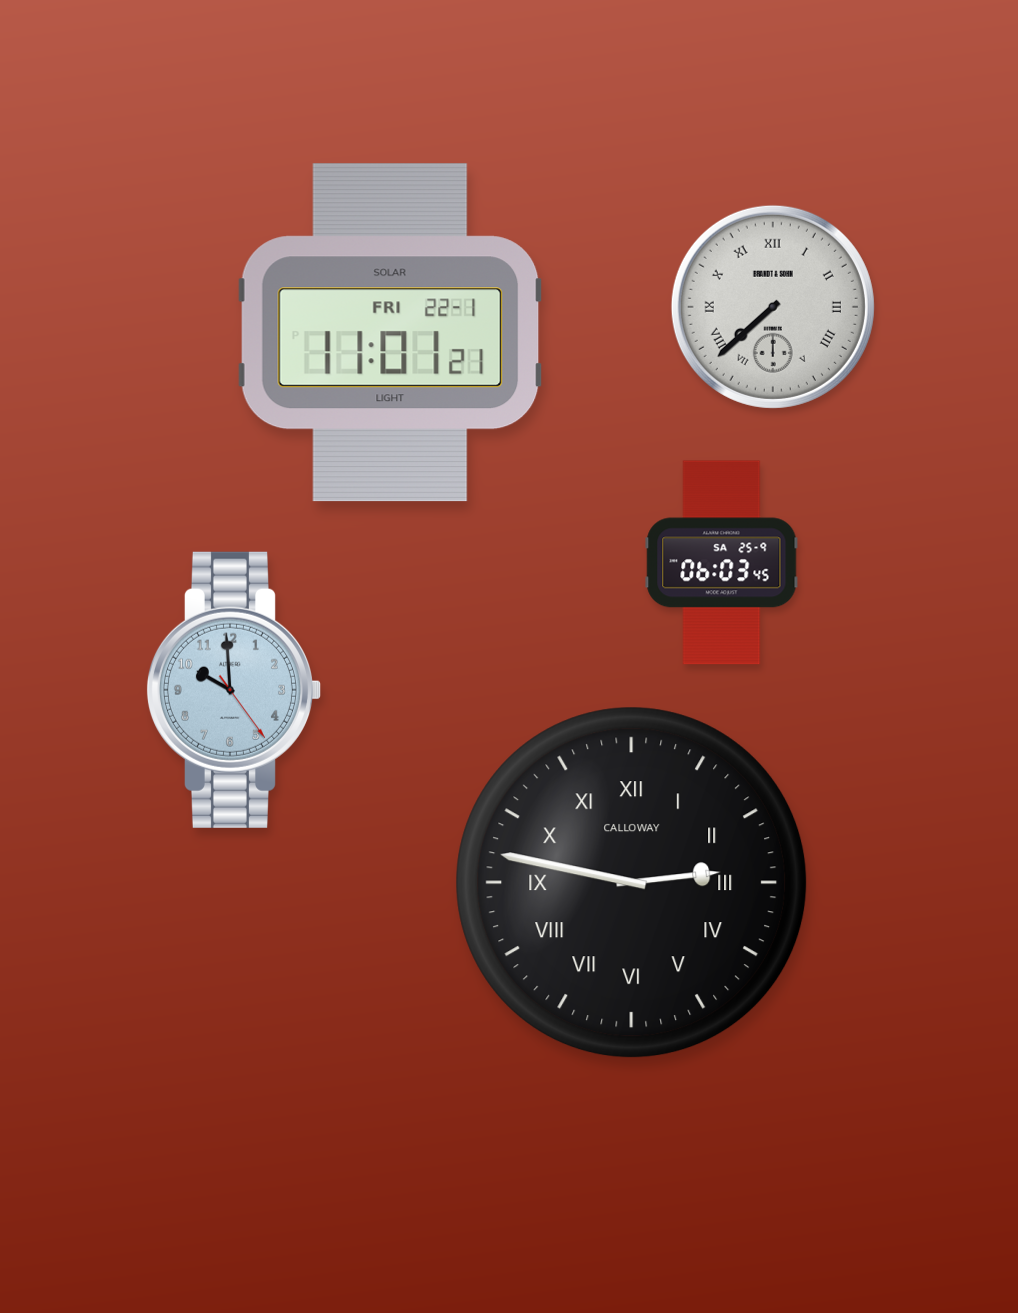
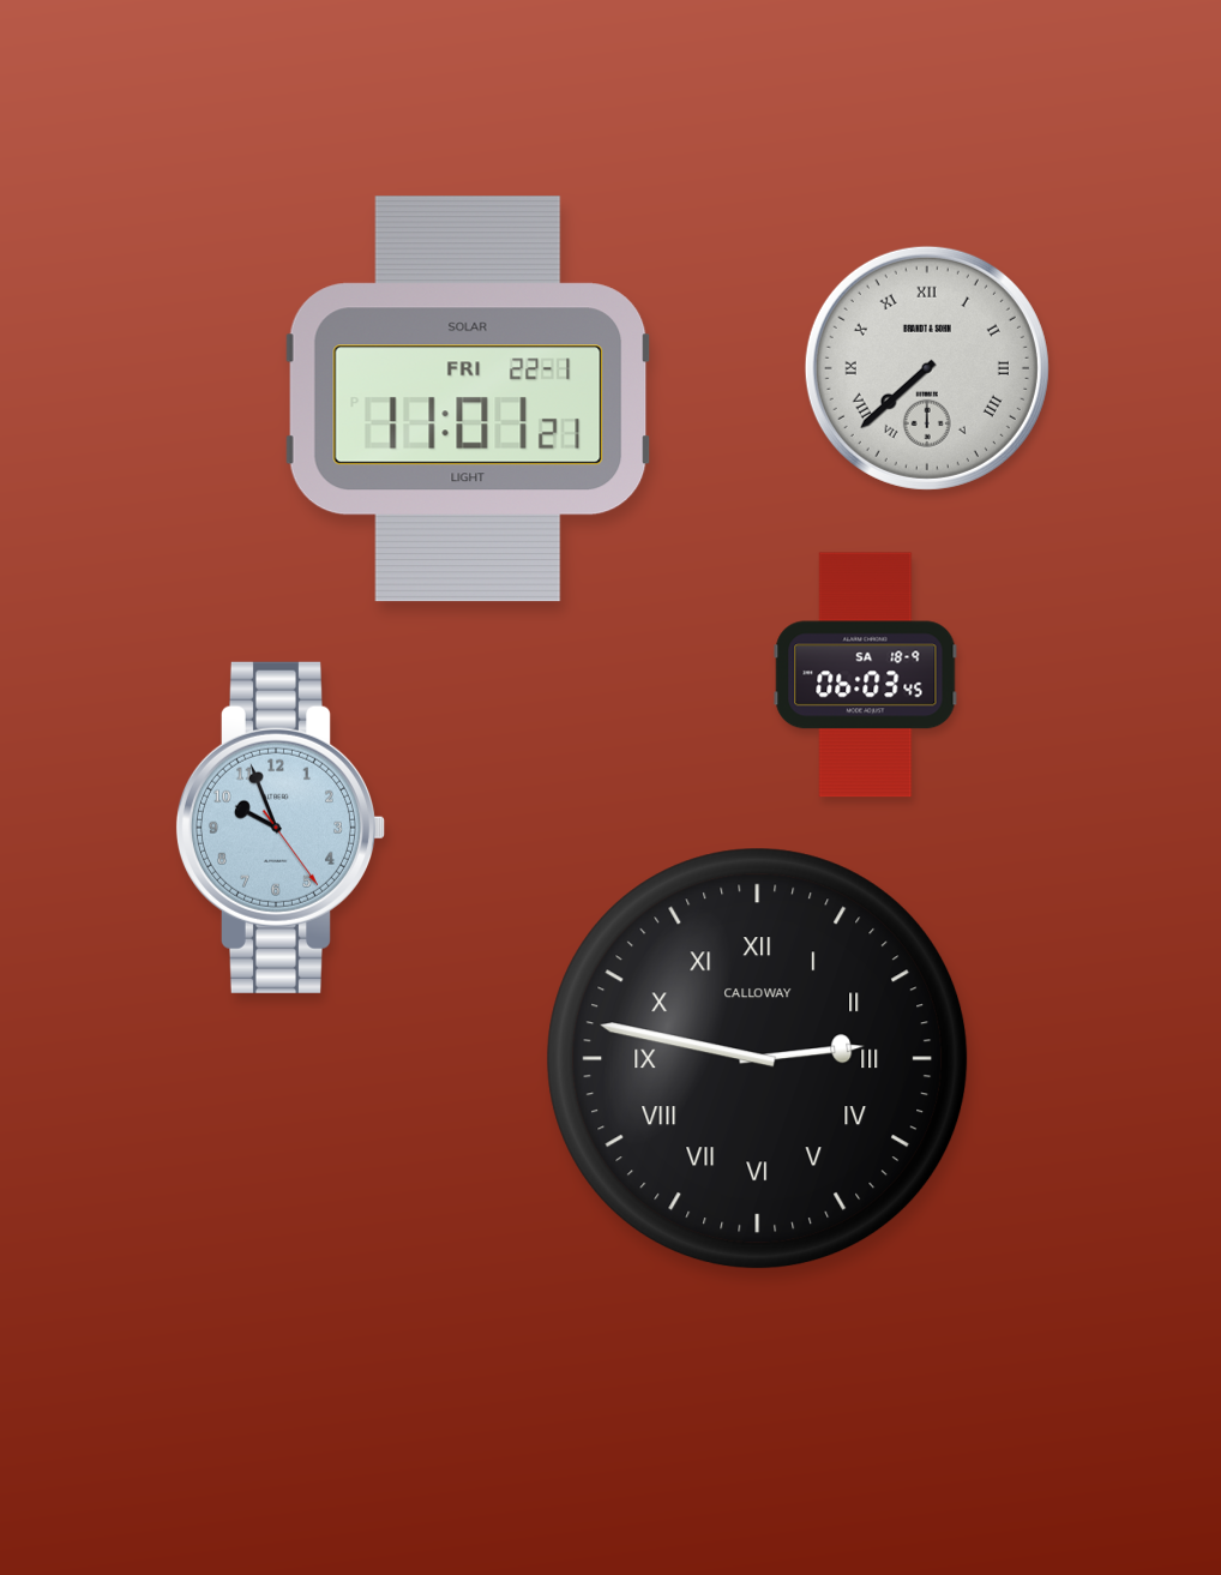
clock at (722, 563) date: SA 25-9 -> SA 18-9
clock at (233, 690): 9:59 -> 9:56
